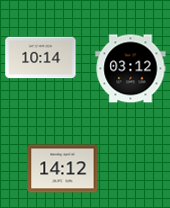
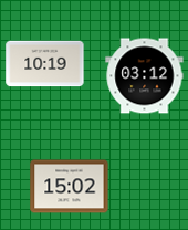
clock at (41, 58): 10:14 -> 10:19
clock at (63, 169): 14:12 -> 15:02
